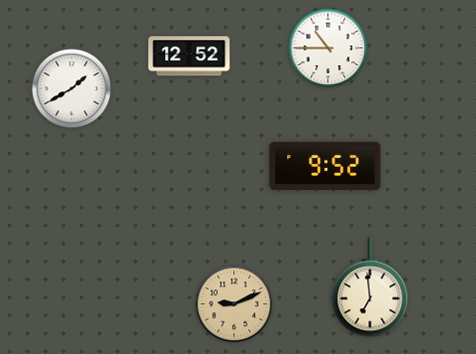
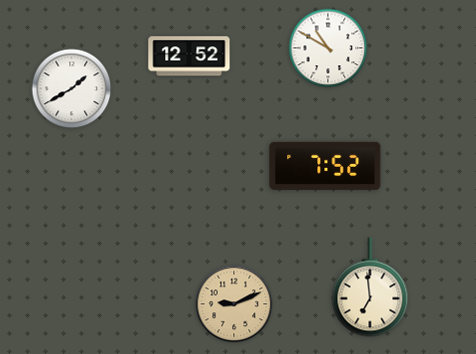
clock at (328, 48): 10:45 -> 10:50
clock at (325, 166): 9:52 -> 7:52
